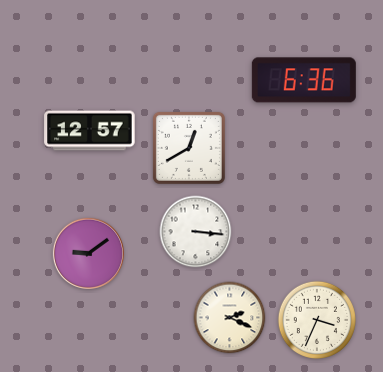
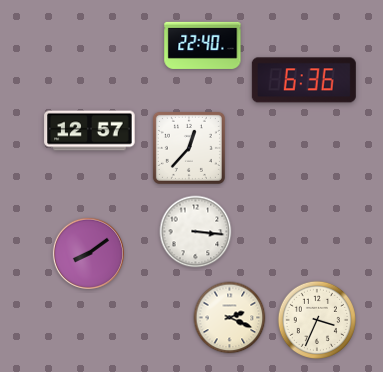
clock at (203, 45): none -> 22:40
clock at (189, 148): 12:40 -> 12:37
clock at (88, 253): 9:09 -> 8:09
